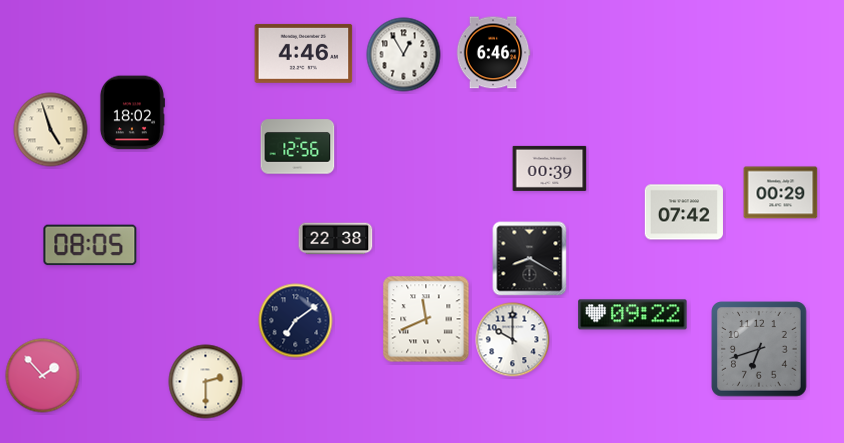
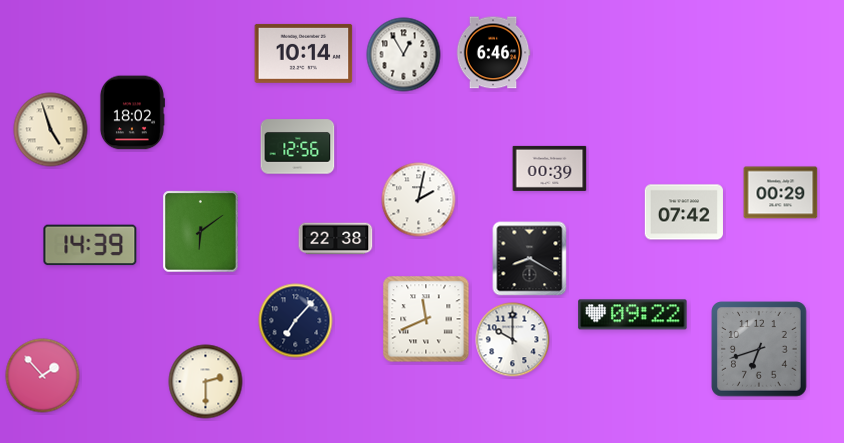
clock at (304, 53): 4:46 -> 10:14
clock at (419, 200): none -> 2:02
clock at (201, 232): none -> 6:09
clock at (90, 245): 08:05 -> 14:39
clock at (296, 321): 7:09 -> 7:07
